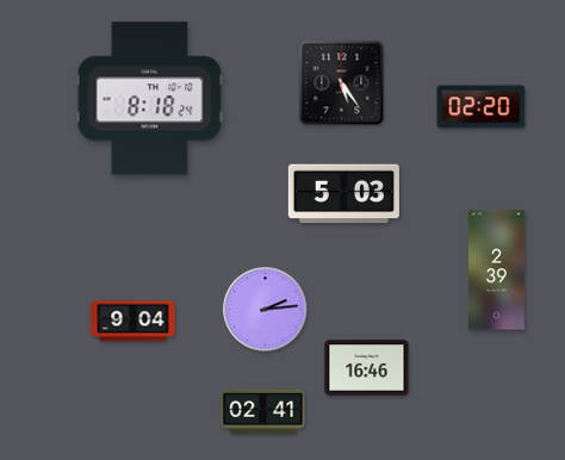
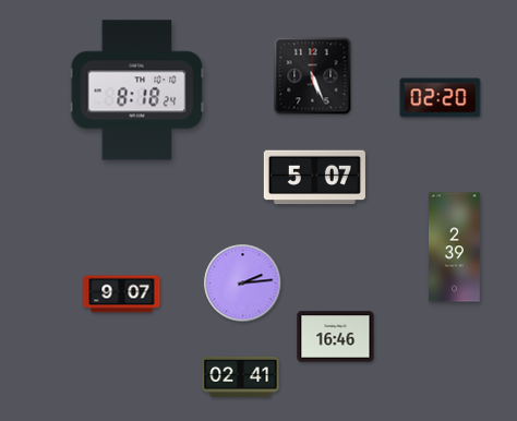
clock at (342, 83): 5:24 -> 5:26
clock at (343, 194): 5:03 -> 5:07
clock at (134, 322): 9:04 -> 9:07
